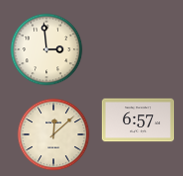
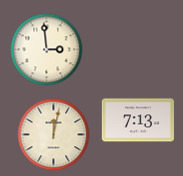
clock at (137, 120): 6:57 -> 7:13
clock at (54, 135): 12:08 -> 12:02
